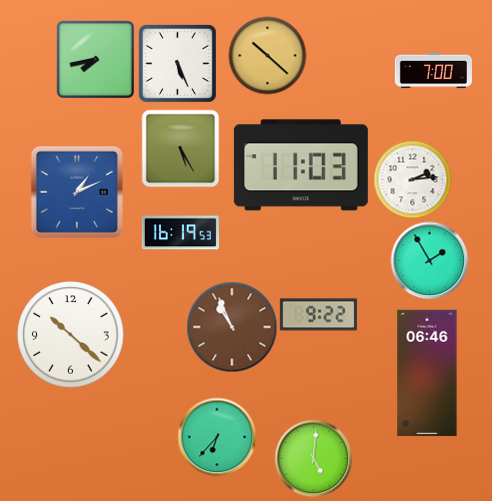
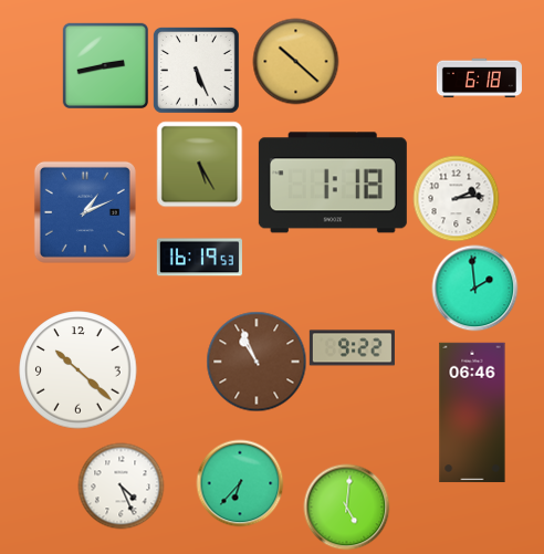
clock at (95, 59): 7:43 -> 2:43
clock at (433, 71): 7:00 -> 6:18
clock at (301, 165): 11:03 -> 1:18
clock at (429, 260): 1:55 -> 1:59
clock at (121, 485): none -> 4:26
